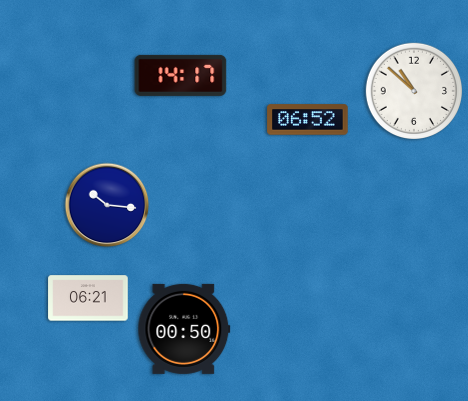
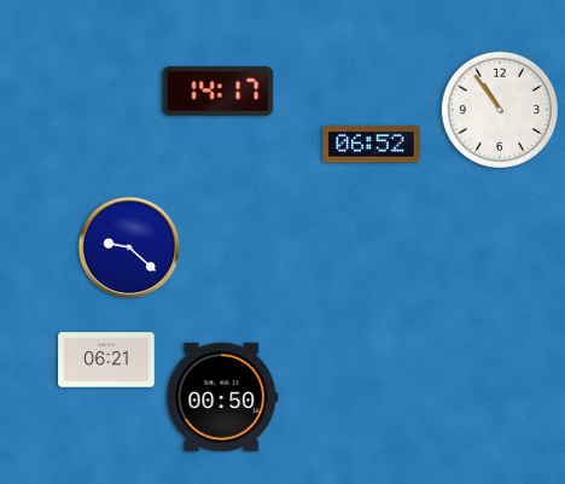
clock at (413, 90): 10:52 -> 10:54
clock at (107, 205): 10:16 -> 9:22
